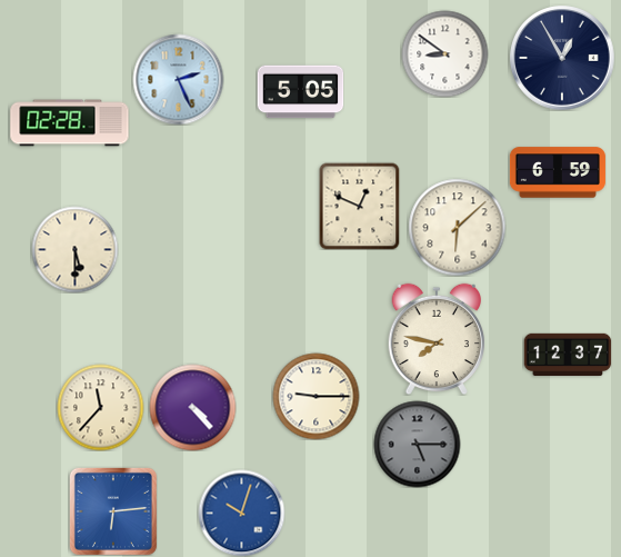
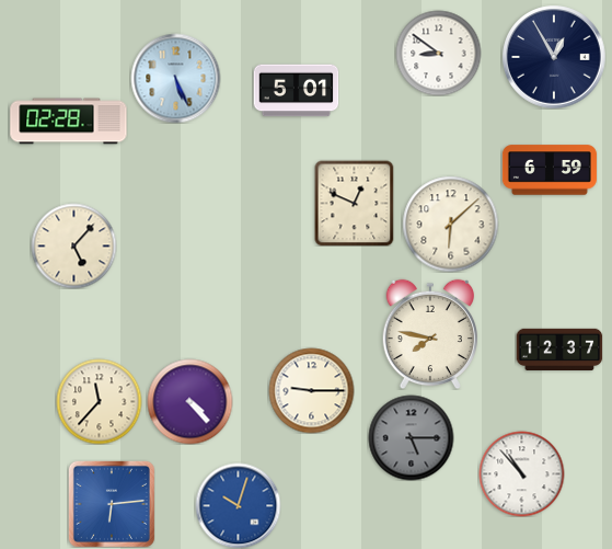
clock at (178, 79): 2:26 -> 5:26
clock at (300, 92): 5:05 -> 5:01
clock at (74, 249): 5:30 -> 5:07
clock at (521, 473): none -> 10:53
